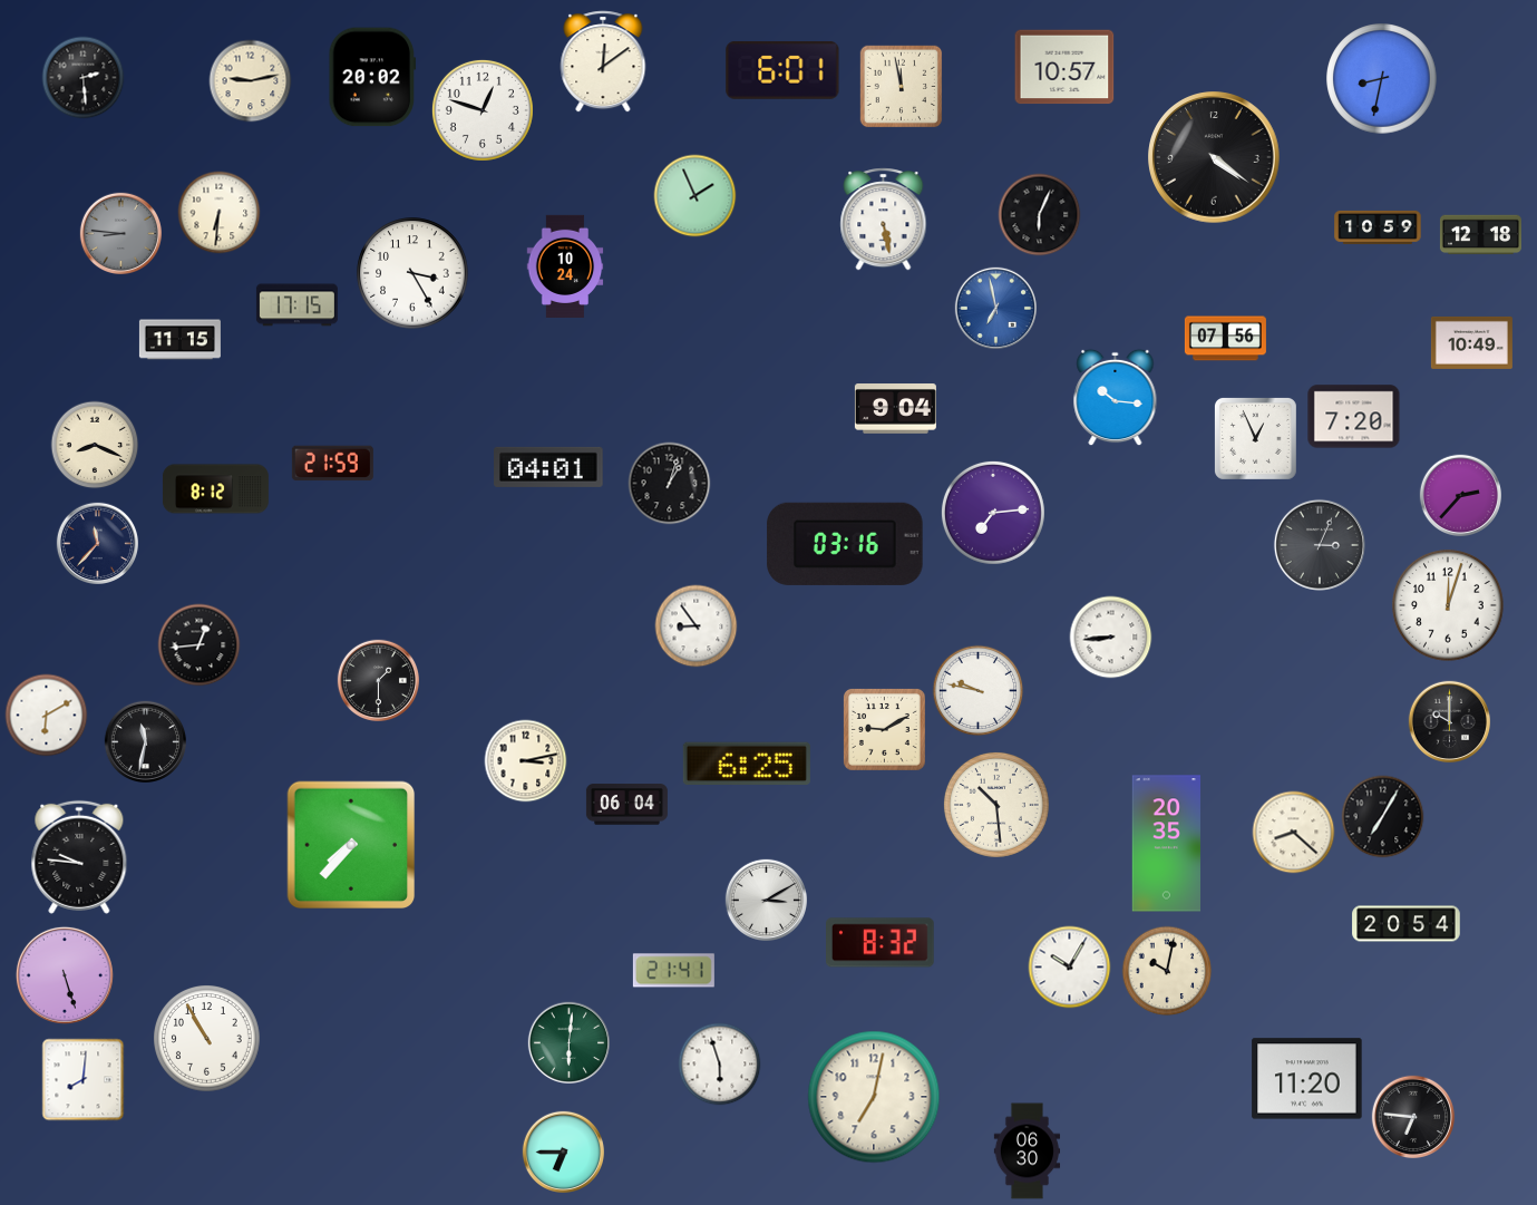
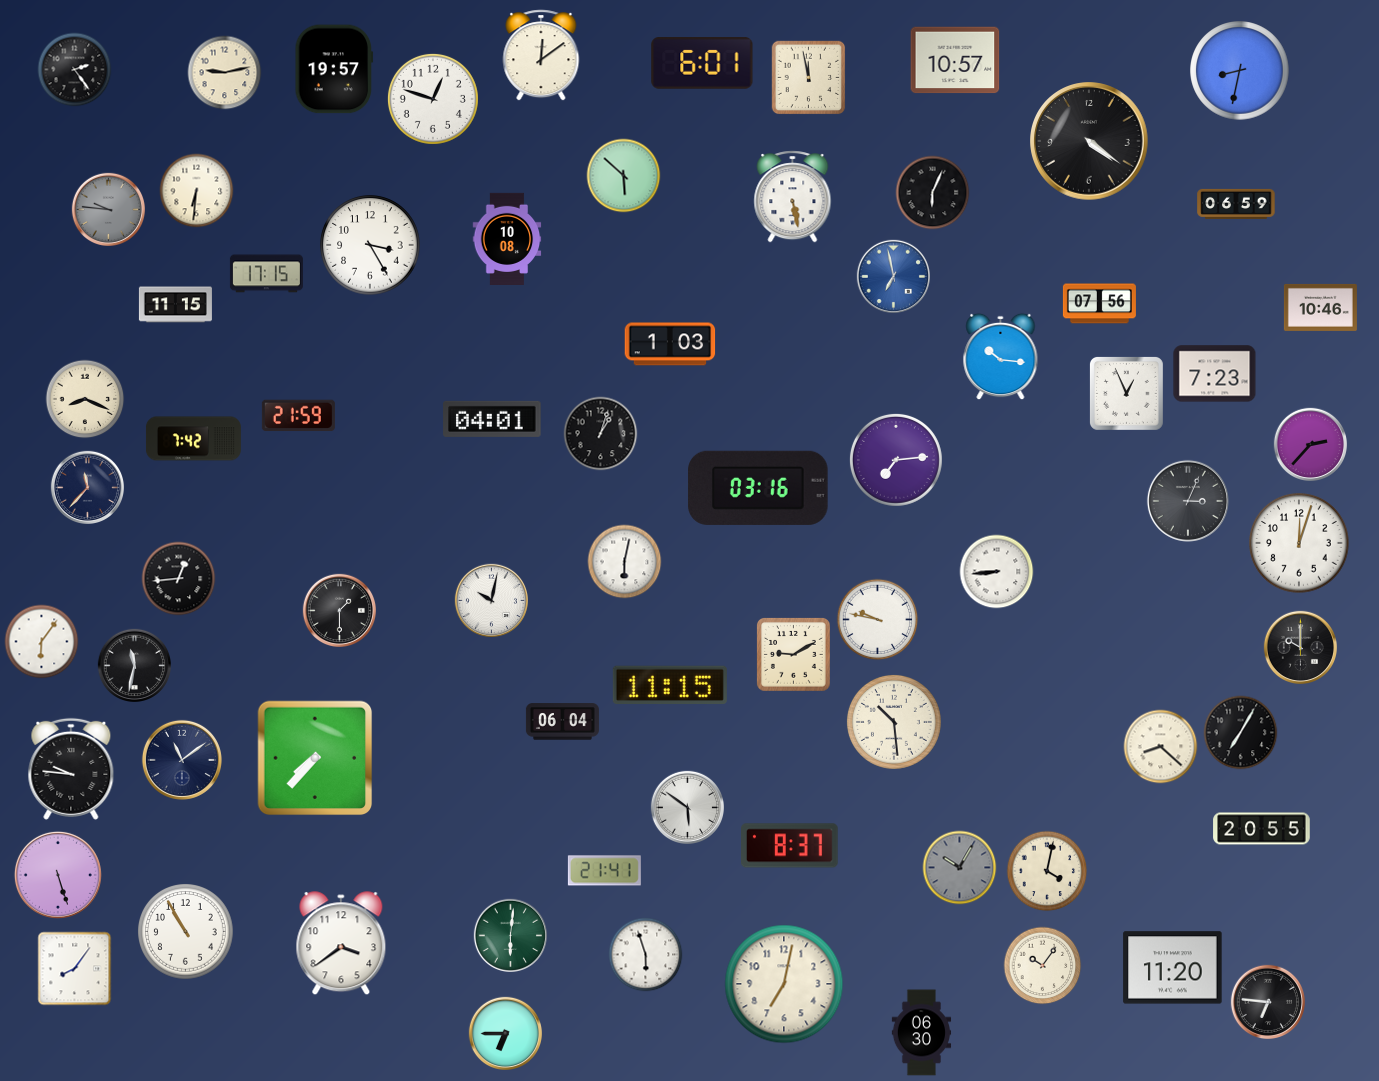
clock at (372, 77): 20:02 -> 19:57
clock at (84, 78): 2:29 -> 2:24
clock at (695, 196): 1:56 -> 5:52
clock at (1378, 227): 10:59 -> 06:59
clock at (120, 233): 8:46 -> 9:46
clock at (1480, 235): 12:18 -> none
clock at (565, 265): 10:24 -> 10:08
clock at (179, 340) position: (179, 340) -> (175, 305)
clock at (1471, 342): 10:49 -> 10:46
clock at (670, 344): none -> 1:03
clock at (895, 409): 9:04 -> none
clock at (1354, 417): 7:20 -> 7:23
clock at (215, 489): 8:12 -> 7:42
clock at (993, 513) position: (993, 513) -> (896, 460)
clock at (1320, 545) position: (1320, 545) -> (1188, 501)
clock at (697, 626): 8:54 -> 6:02
clock at (491, 600): none -> 10:02
clock at (47, 716): 6:10 -> 6:06
clock at (145, 741) position: (145, 741) -> (134, 665)
clock at (526, 761): 3:13 -> none
clock at (747, 764): 6:25 -> 11:15
clock at (1167, 844): 20:35 -> none
clock at (182, 760): none -> 11:09
clock at (766, 900): 3:10 -> 5:51
clock at (1407, 924): 20:54 -> 20:55
clock at (881, 943): 8:32 -> 8:37
clock at (1070, 968) dial: white -> grey
clock at (1167, 971): 10:02 -> 4:02
clock at (341, 944): none -> 3:39
clock at (1043, 966): none -> 10:06
clock at (84, 1080): 8:01 -> 8:06
